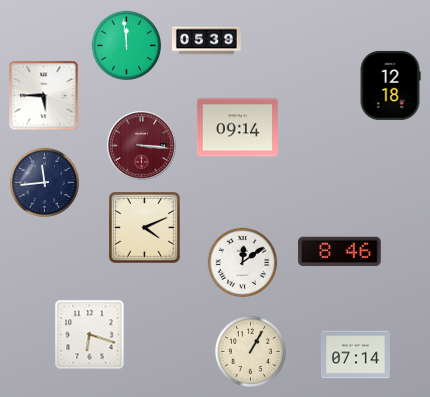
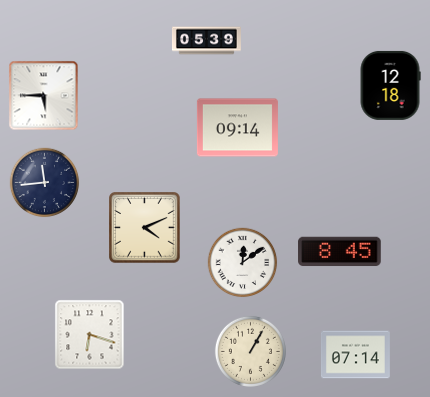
clock at (127, 46): 11:59 -> none
clock at (142, 146): 3:16 -> none
clock at (340, 252): 8:46 -> 8:45
